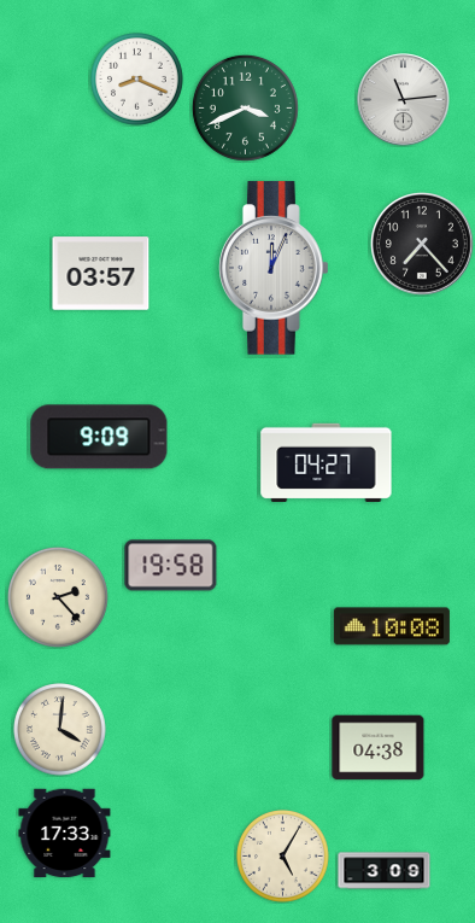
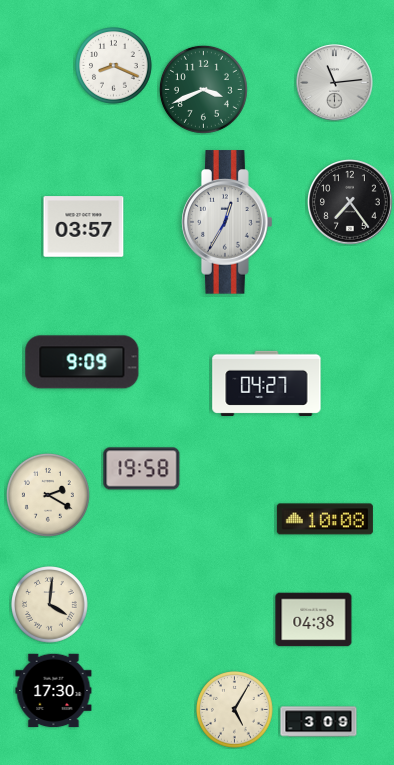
clock at (423, 245): 7:23 -> 7:24
clock at (274, 268): 12:04 -> 12:35
clock at (327, 462) position: (327, 462) -> (267, 383)
clock at (58, 597): 2:23 -> 2:20
clock at (65, 834): 17:33 -> 17:30
